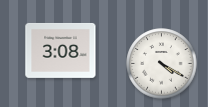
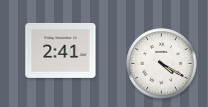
clock at (61, 50): 3:08 -> 2:41
